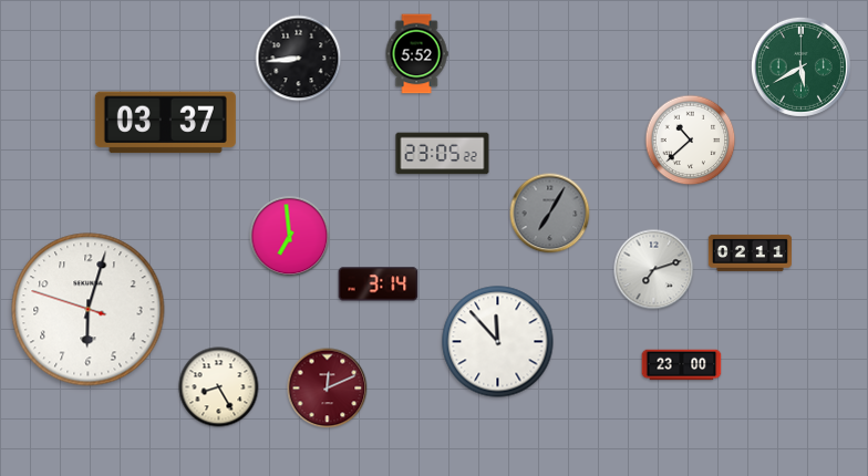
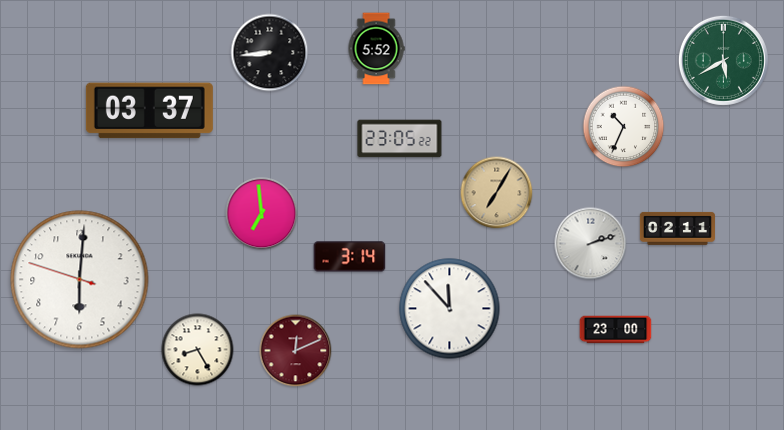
clock at (691, 141): 10:38 -> 10:34
clock at (550, 214) dial: grey -> champagne
clock at (654, 270): 7:12 -> 2:12
clock at (379, 284) position: (379, 284) -> (350, 257)
clock at (89, 310): 6:02 -> 6:00
